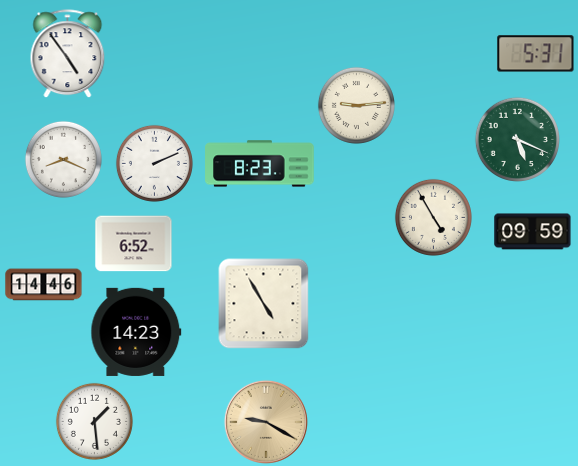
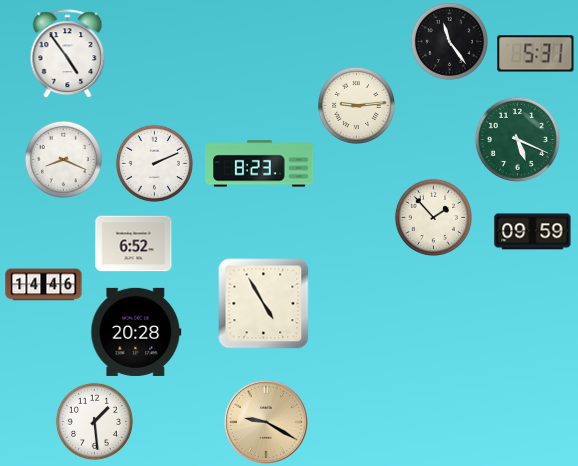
clock at (449, 41): none -> 11:24
clock at (433, 217): 4:55 -> 1:53
clock at (136, 332): 14:23 -> 20:28
